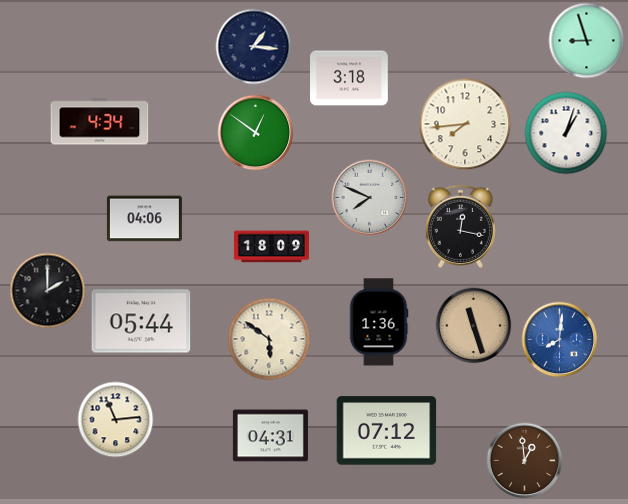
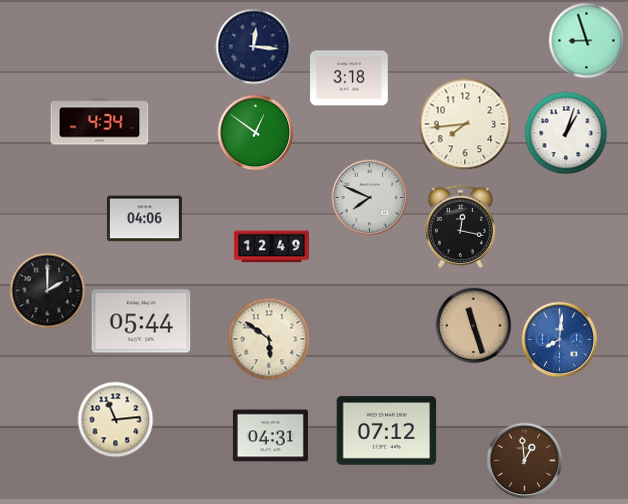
clock at (254, 47): 1:16 -> 12:16
clock at (271, 247): 18:09 -> 12:49
clock at (379, 322): 1:36 -> none
